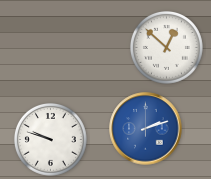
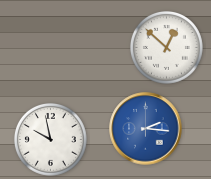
clock at (146, 129): 2:12 -> 2:16
clock at (50, 139): 9:48 -> 9:58
